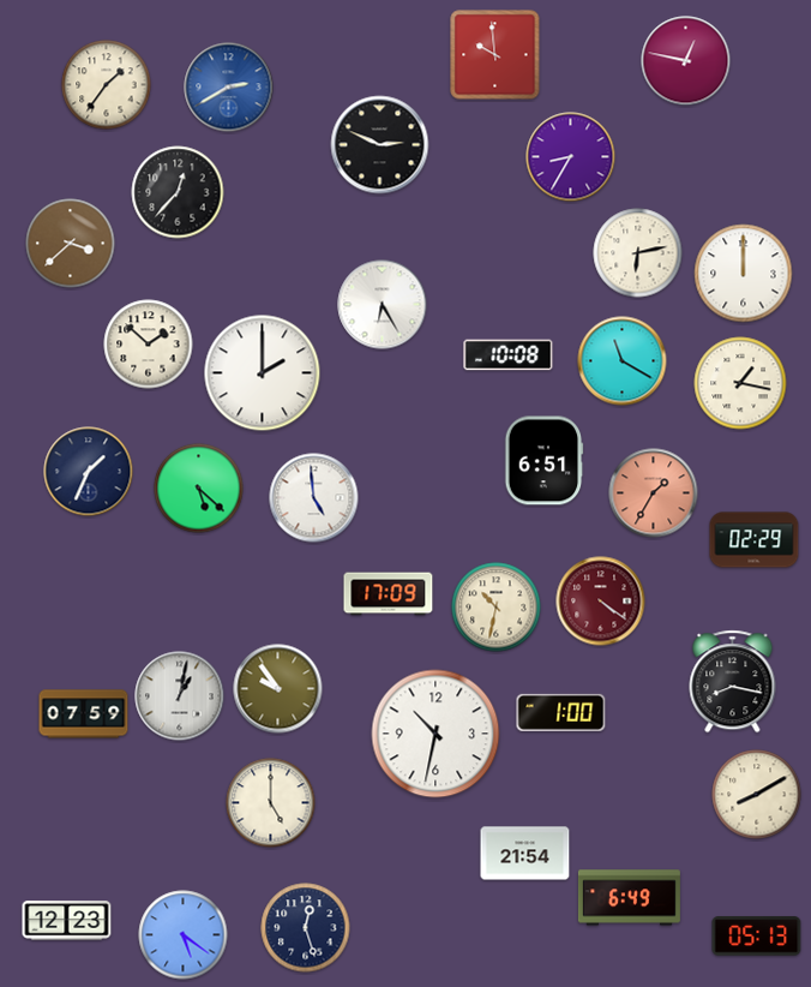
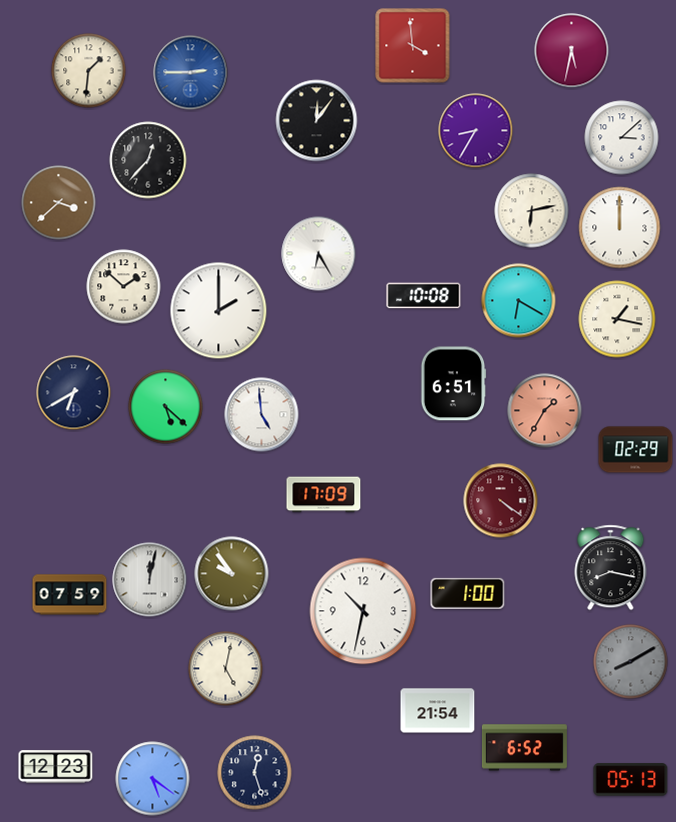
clock at (495, 55): 9:59 -> 3:59
clock at (686, 61): 12:47 -> 5:32
clock at (107, 85): 1:36 -> 1:31
clock at (229, 88): 2:40 -> 2:45
clock at (380, 145): 2:49 -> 12:06
clock at (622, 138): none -> 3:08
clock at (623, 361): 11:20 -> 6:20
clock at (89, 472): 1:34 -> 6:40
clock at (755, 540) position: (755, 540) -> (636, 450)
clock at (497, 608): 10:32 -> none
clock at (180, 696): 1:02 -> 12:02
clock at (757, 795) dial: cream -> grey
clock at (271, 803): 5:00 -> 5:02
clock at (629, 898): 6:49 -> 6:52
